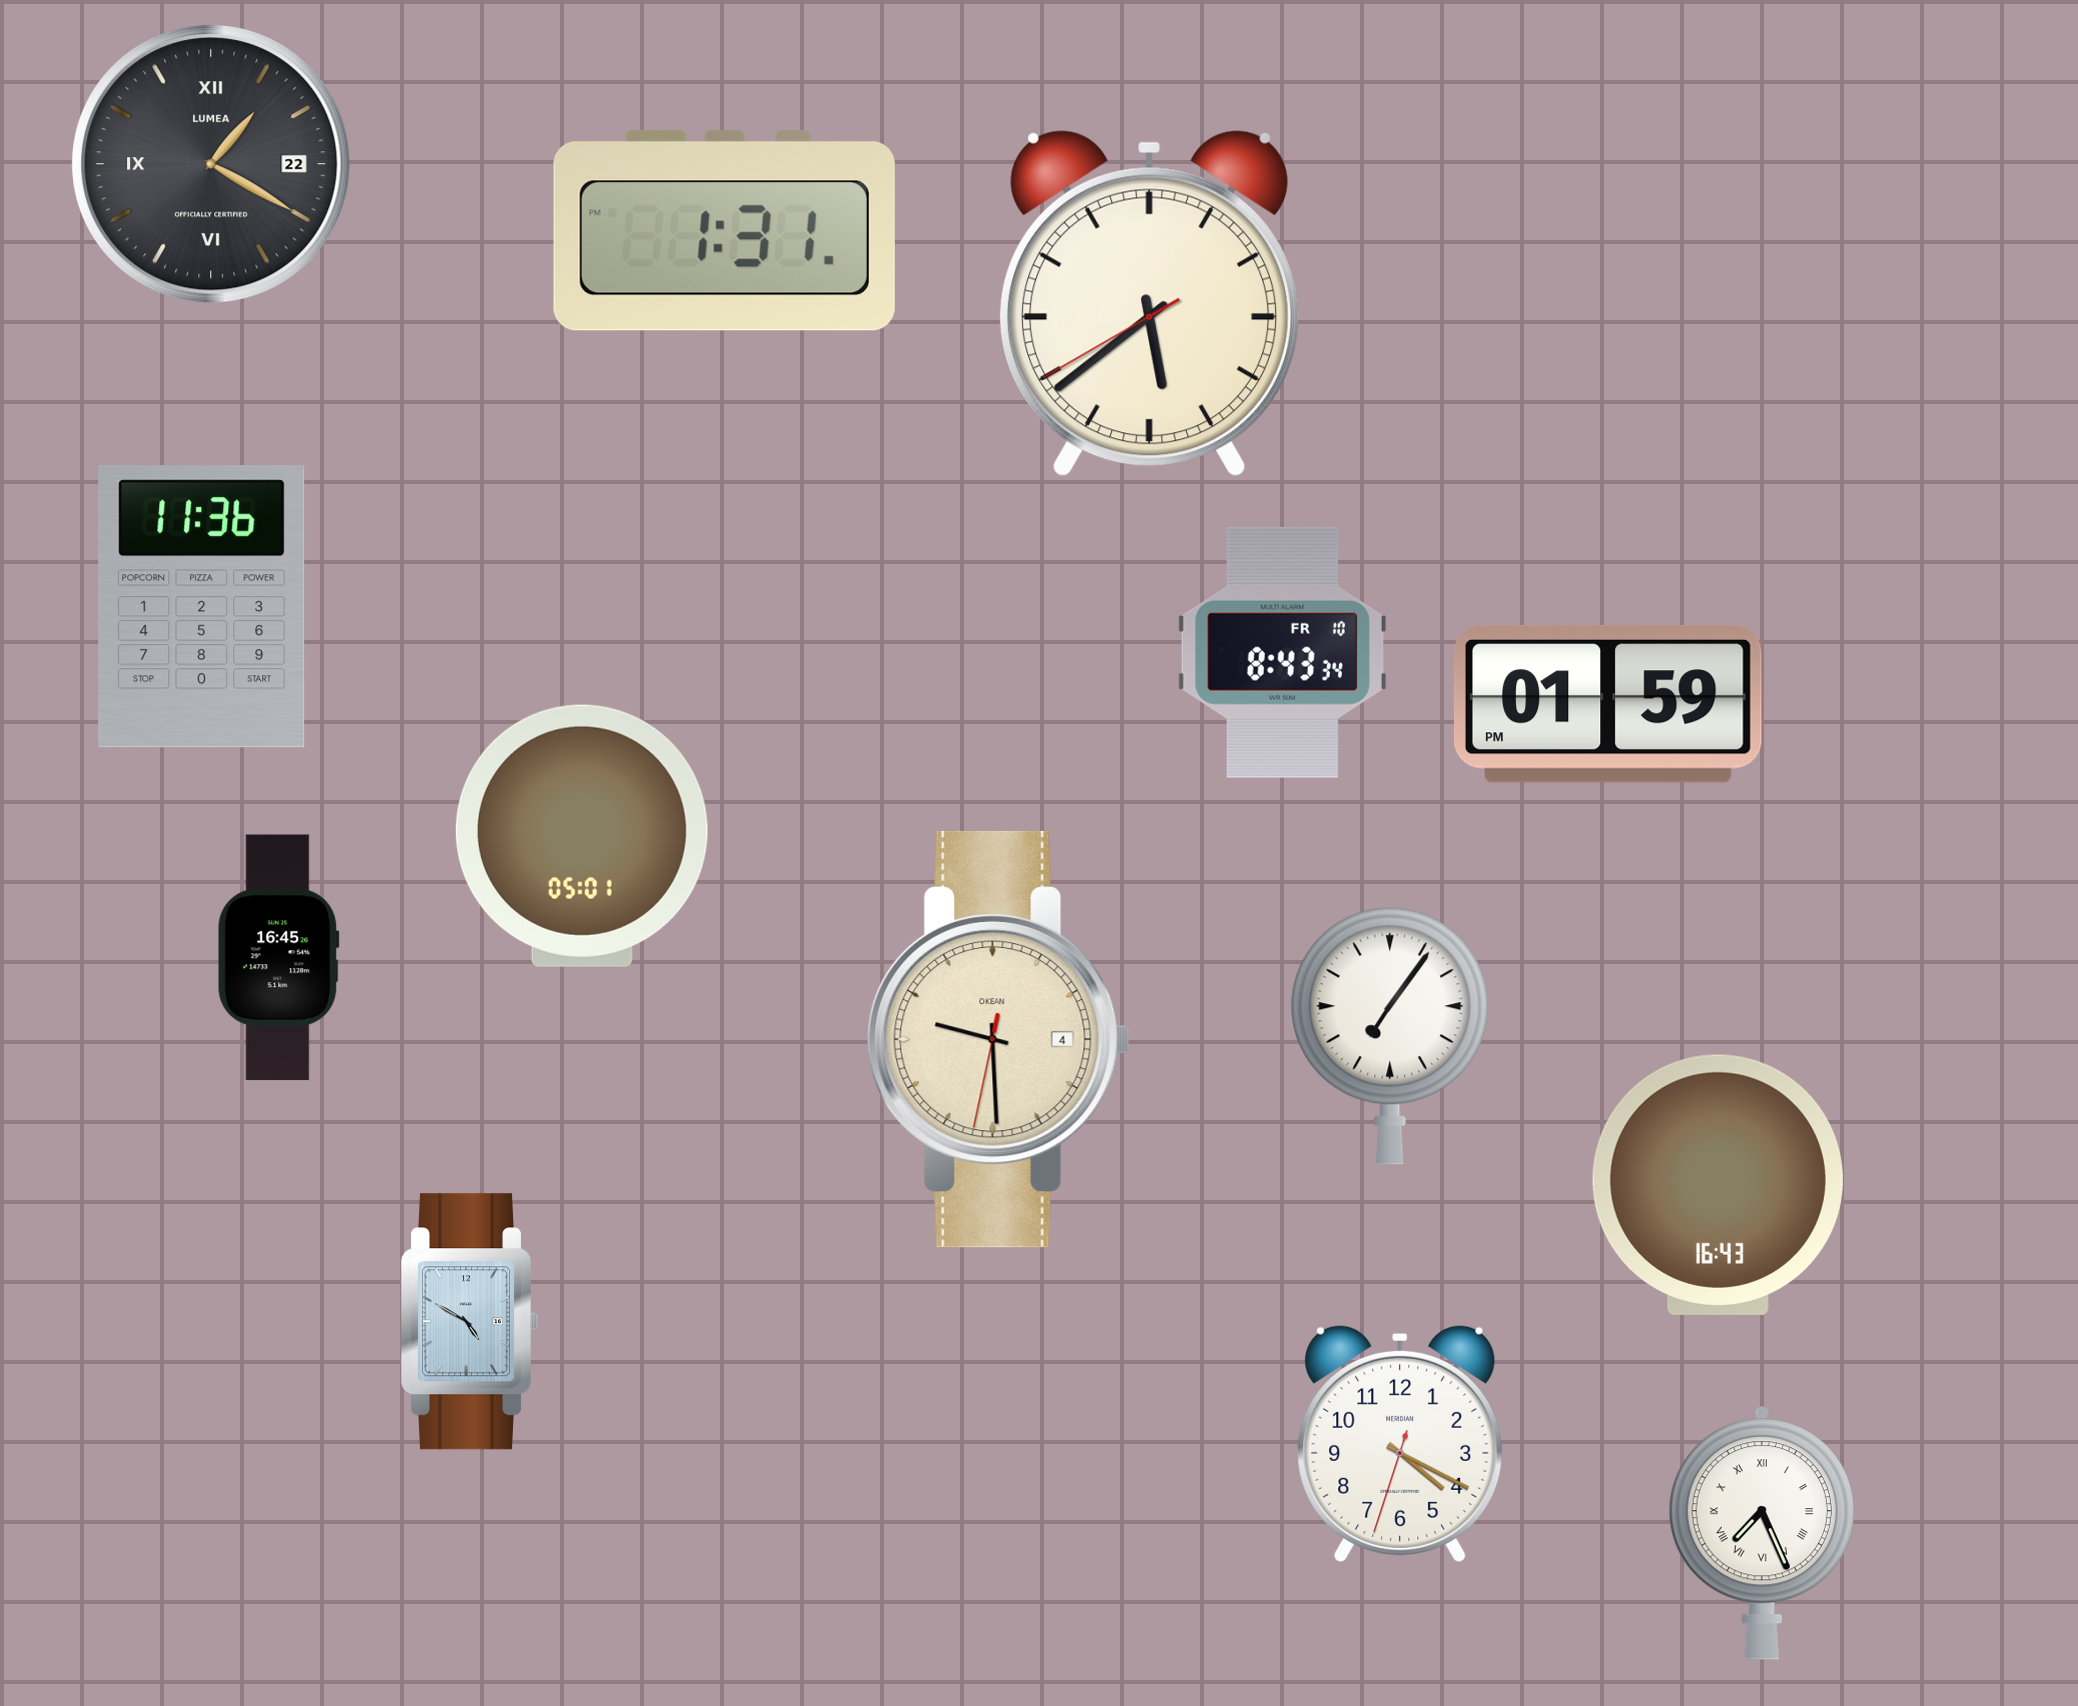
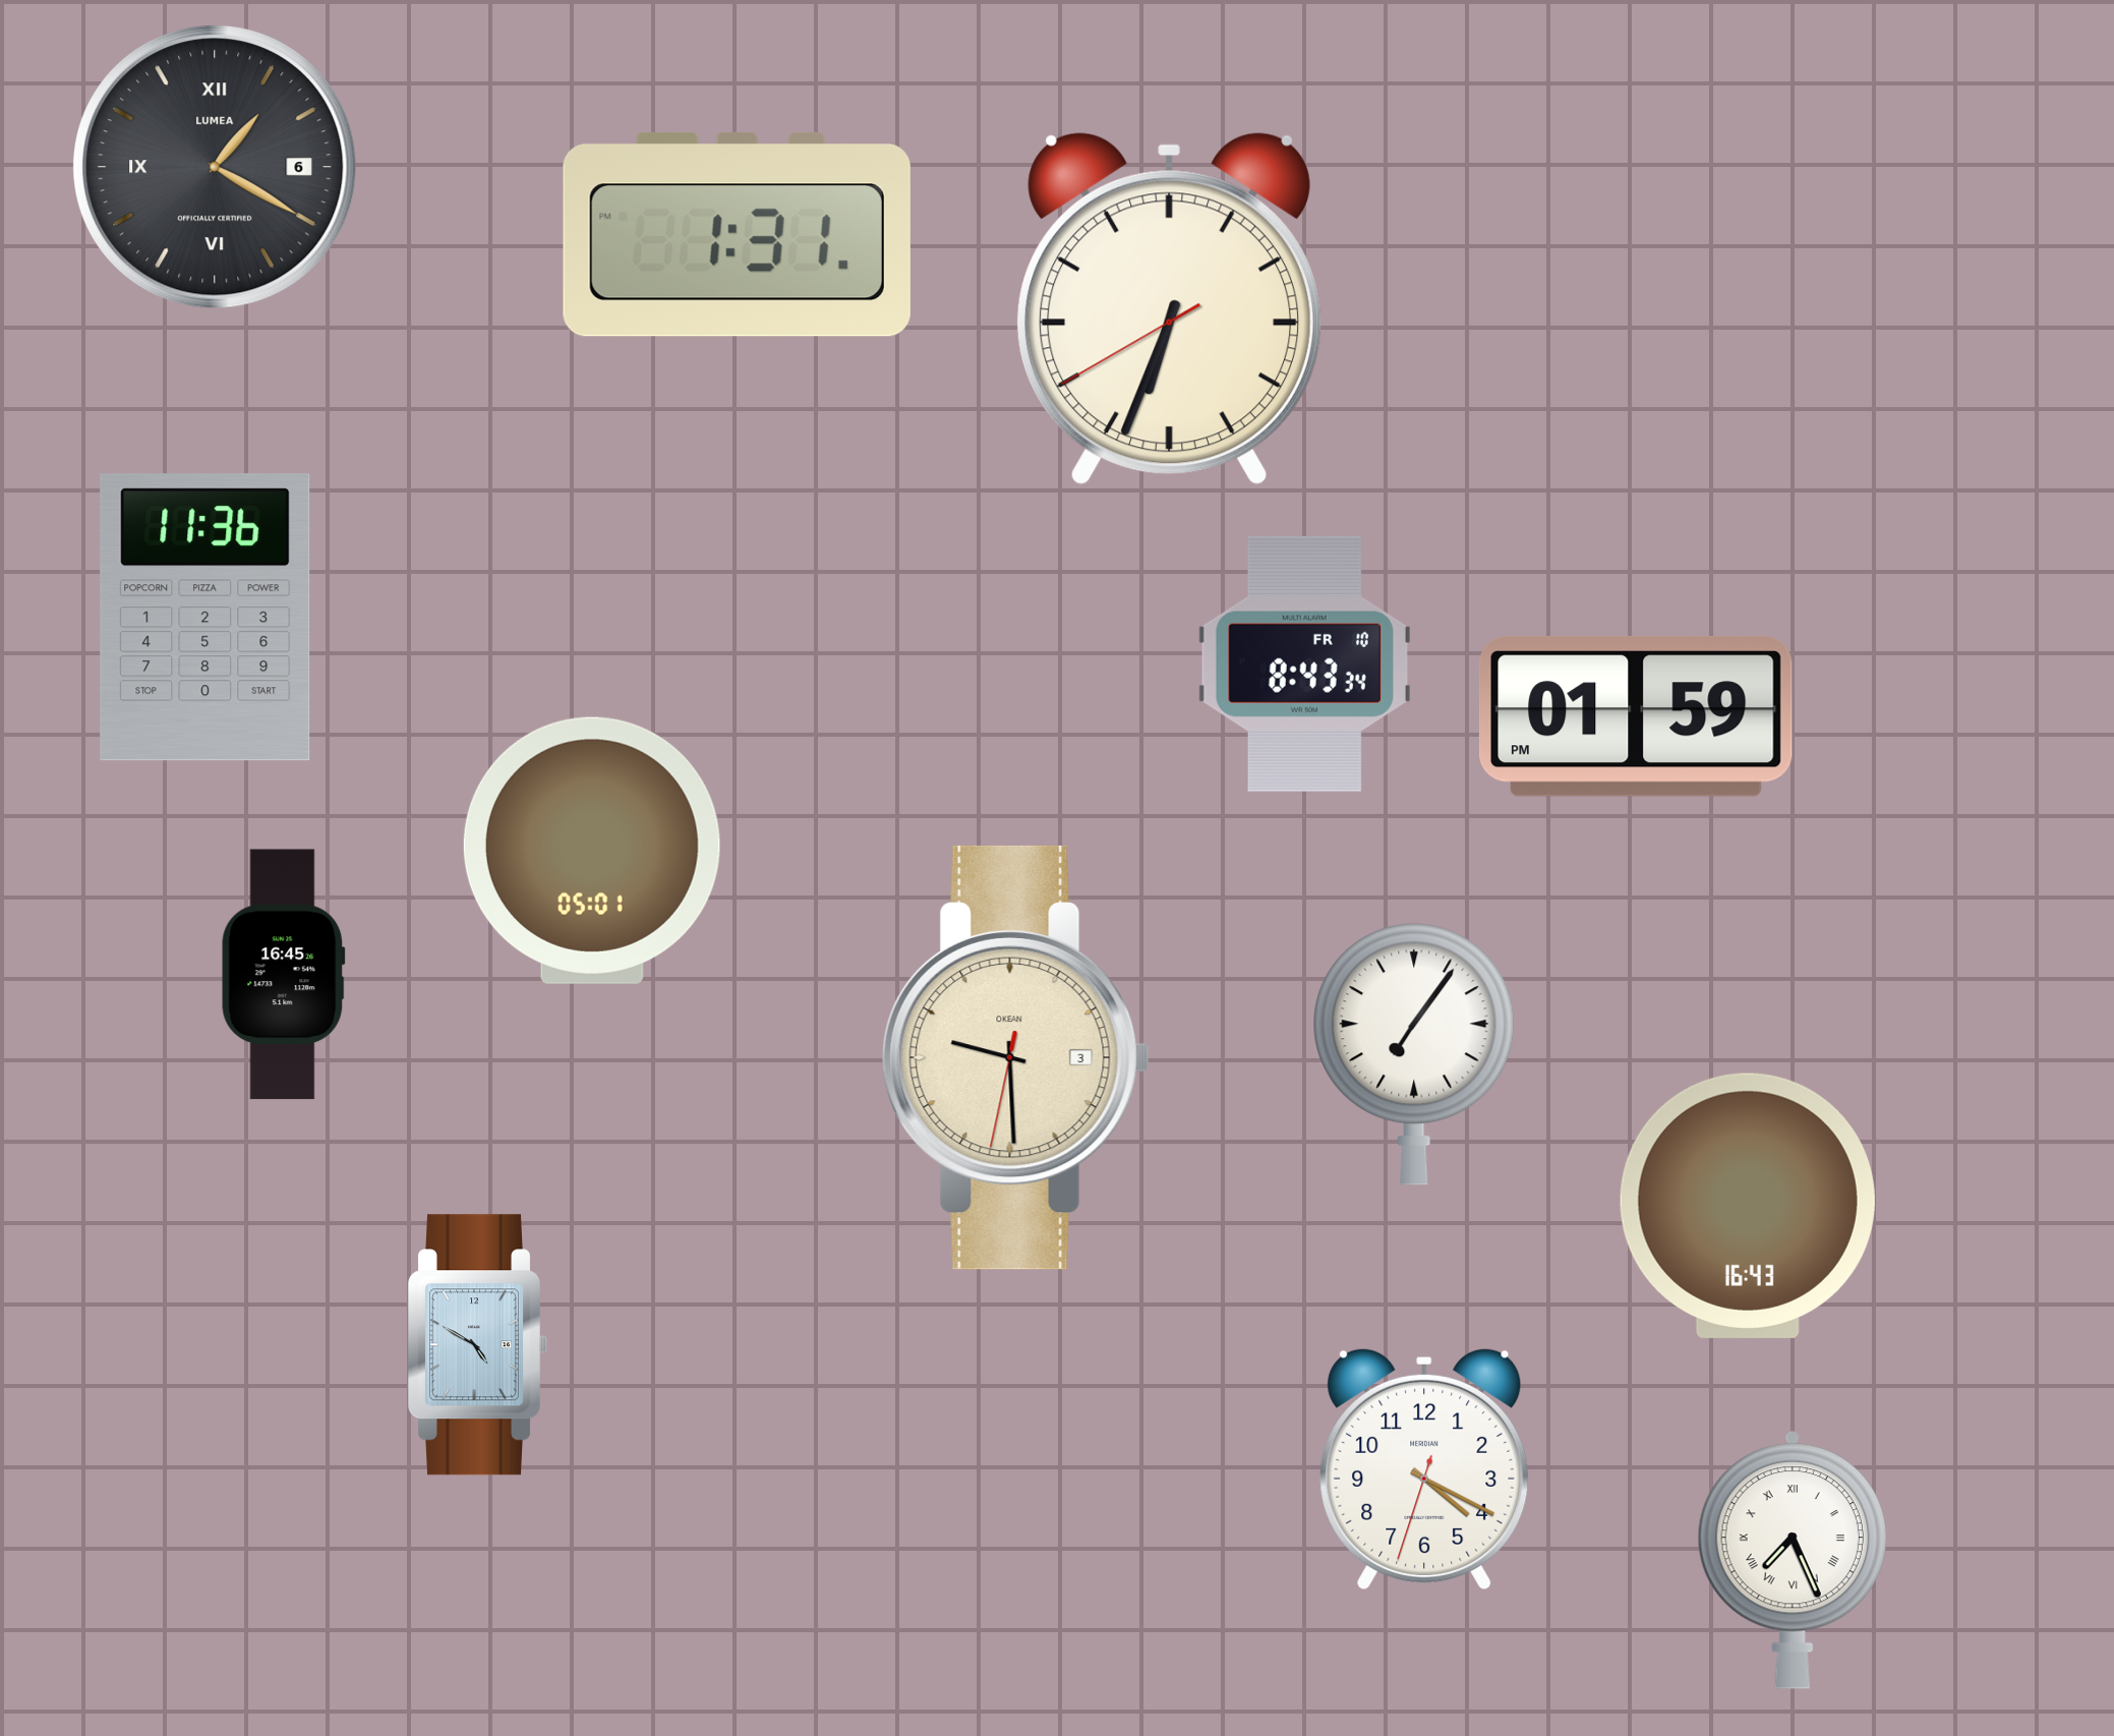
clock at (211, 164) date: 22 -> 6
clock at (1149, 304): 5:38 -> 6:33
clock at (998, 1039) date: 4 -> 3
